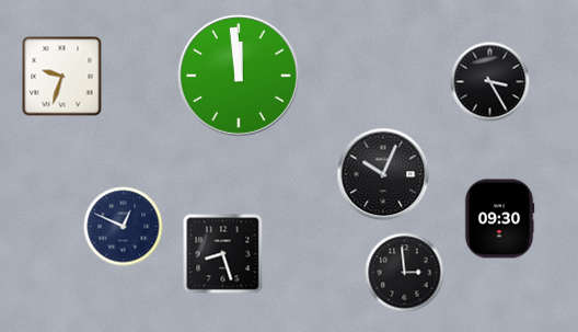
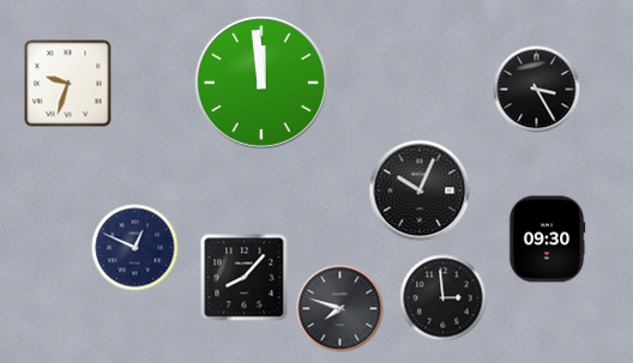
clock at (223, 254): 8:27 -> 8:07
clock at (340, 309): none -> 7:48
